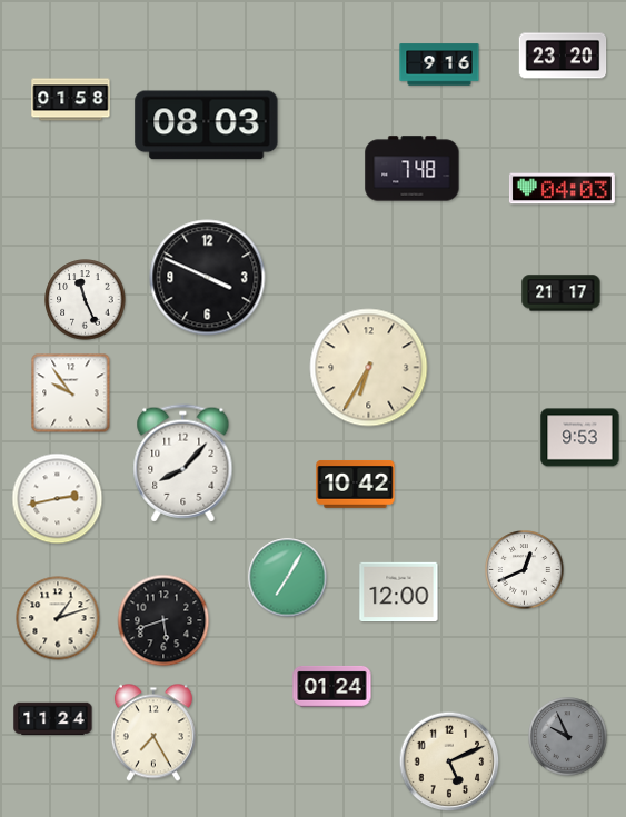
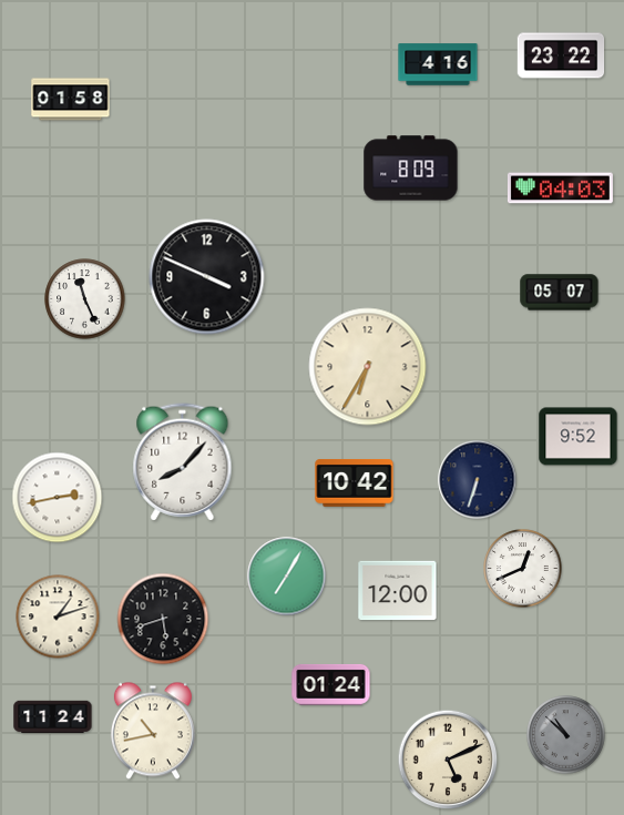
clock at (563, 56): 23:20 -> 23:22
clock at (439, 64): 9:16 -> 4:16
clock at (207, 126): 08:03 -> none
clock at (413, 169): 7:48 -> 8:09
clock at (562, 293): 21:17 -> 05:07
clock at (71, 393): 9:54 -> none
clock at (580, 438): 9:53 -> 9:52
clock at (478, 480): none -> 6:33
clock at (153, 733): 7:25 -> 10:43
clock at (568, 737): 9:56 -> 10:52
